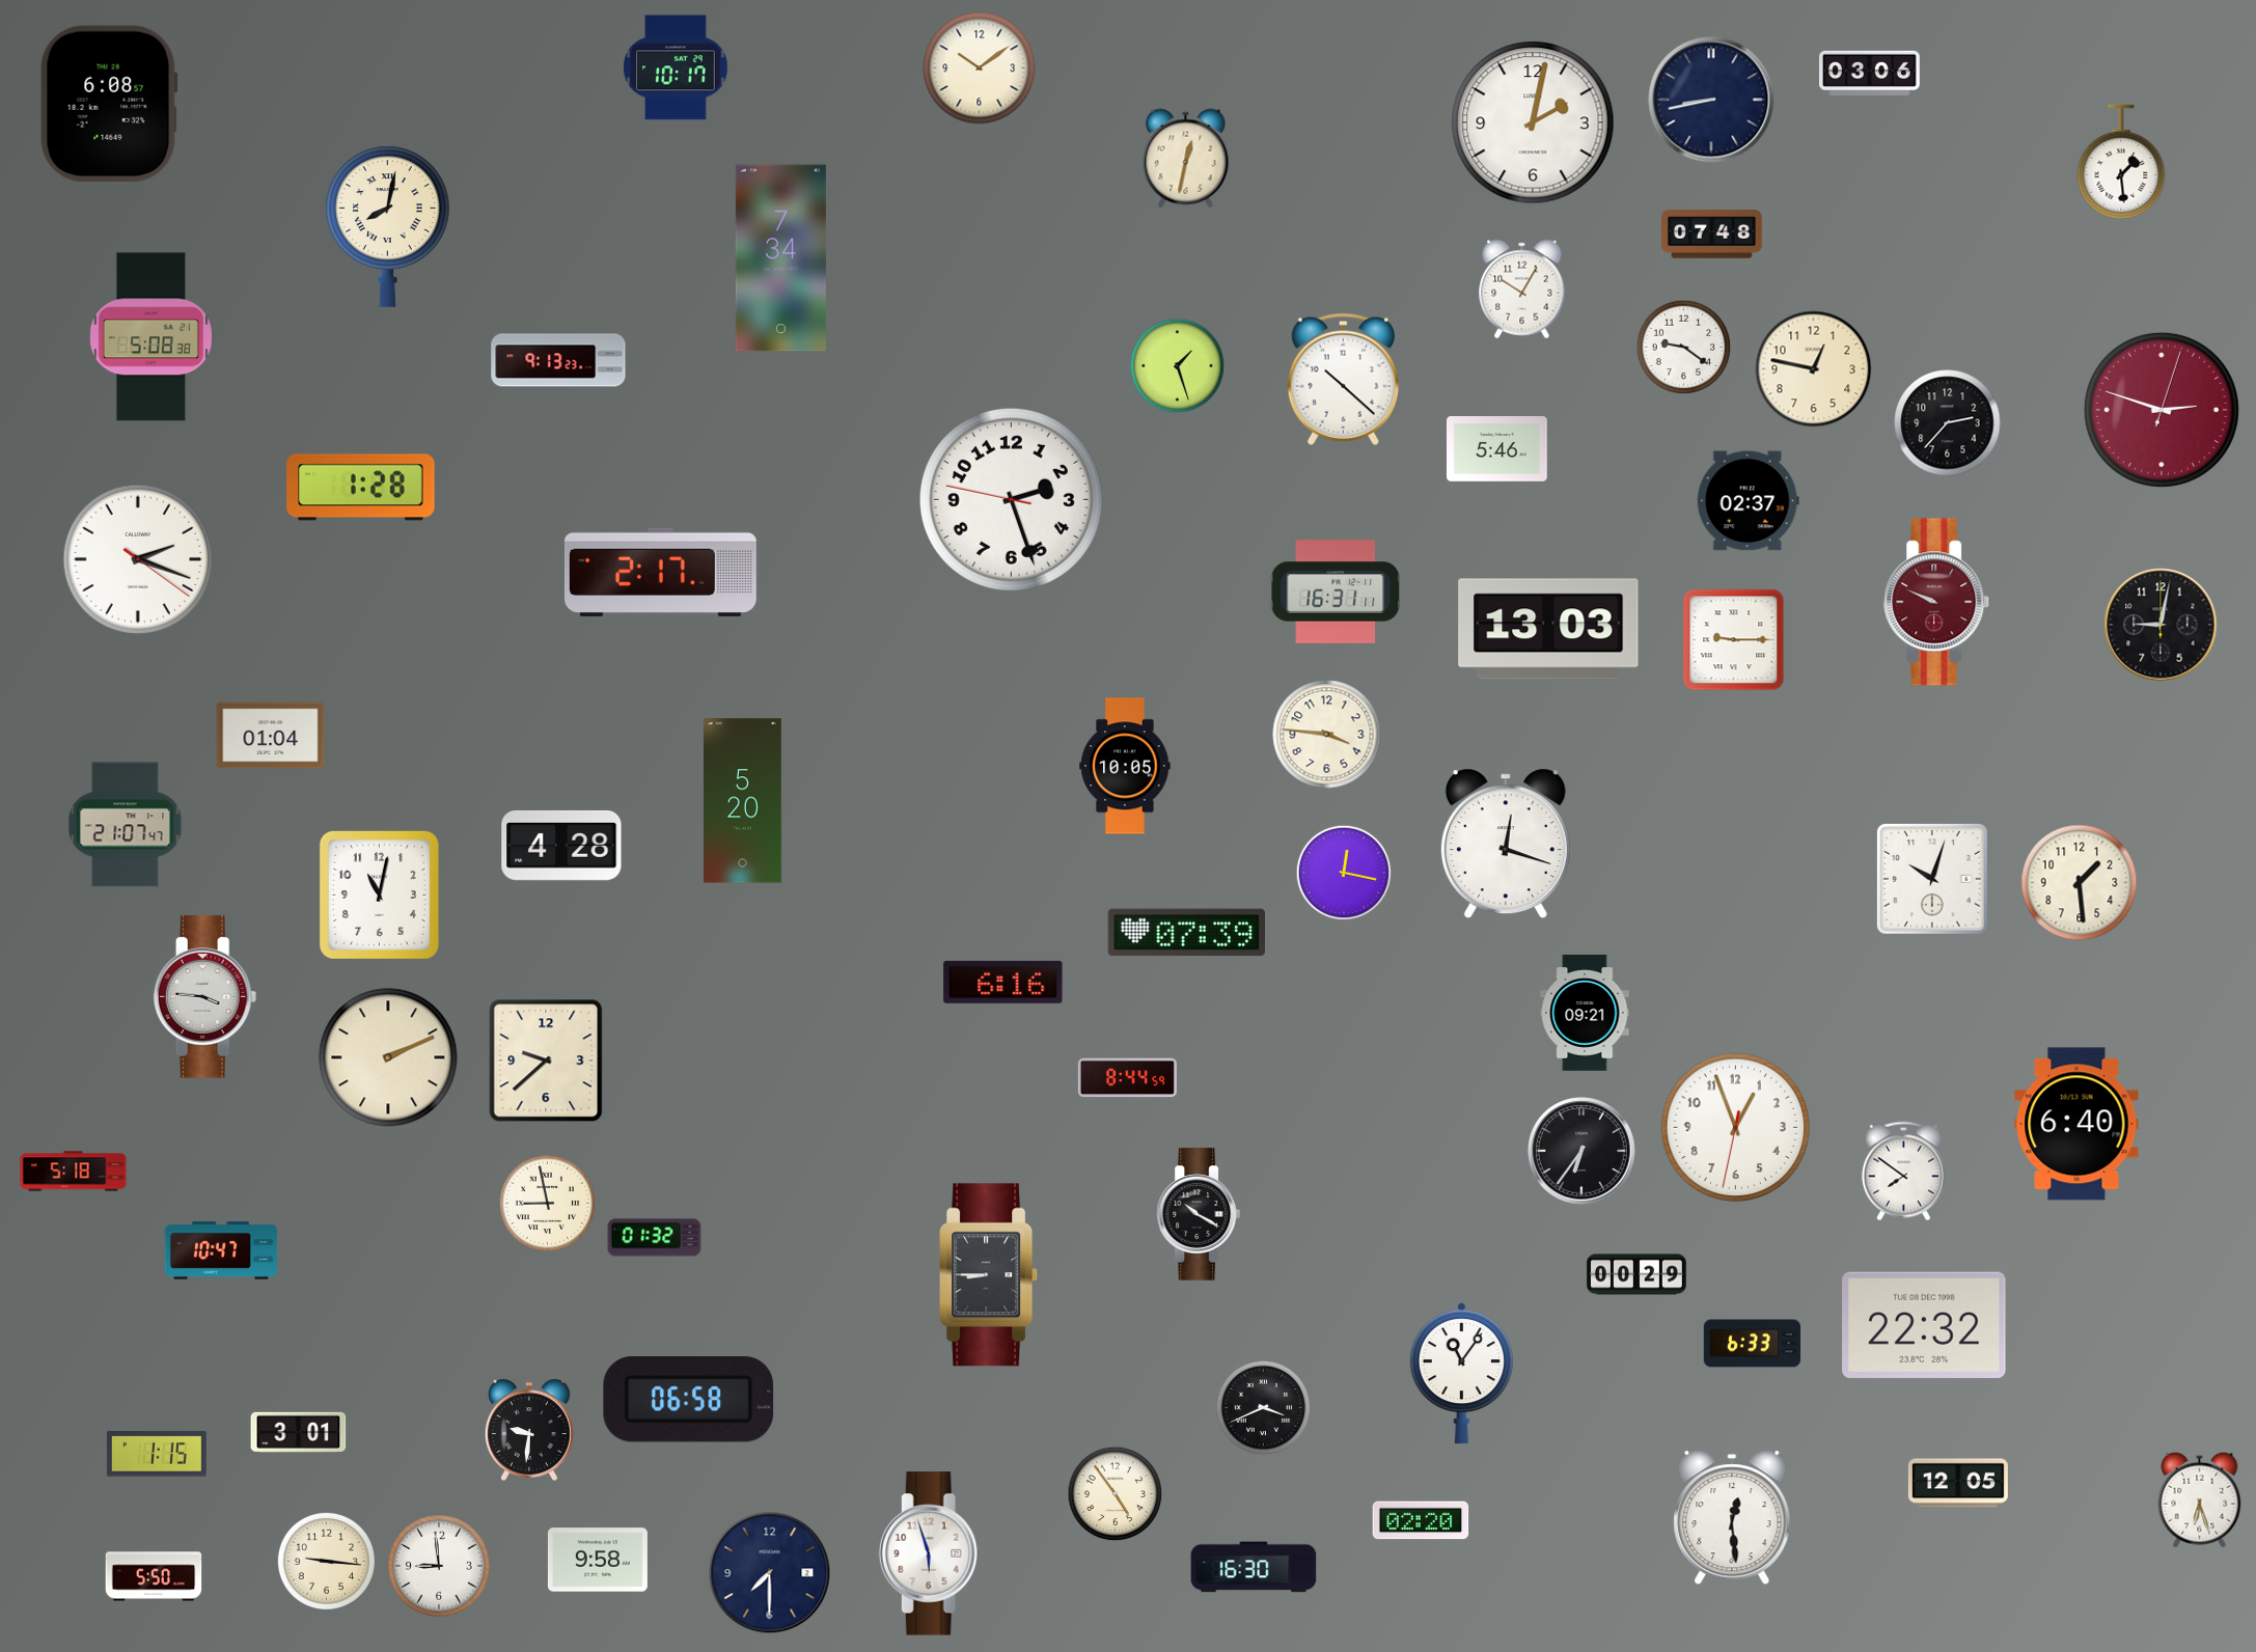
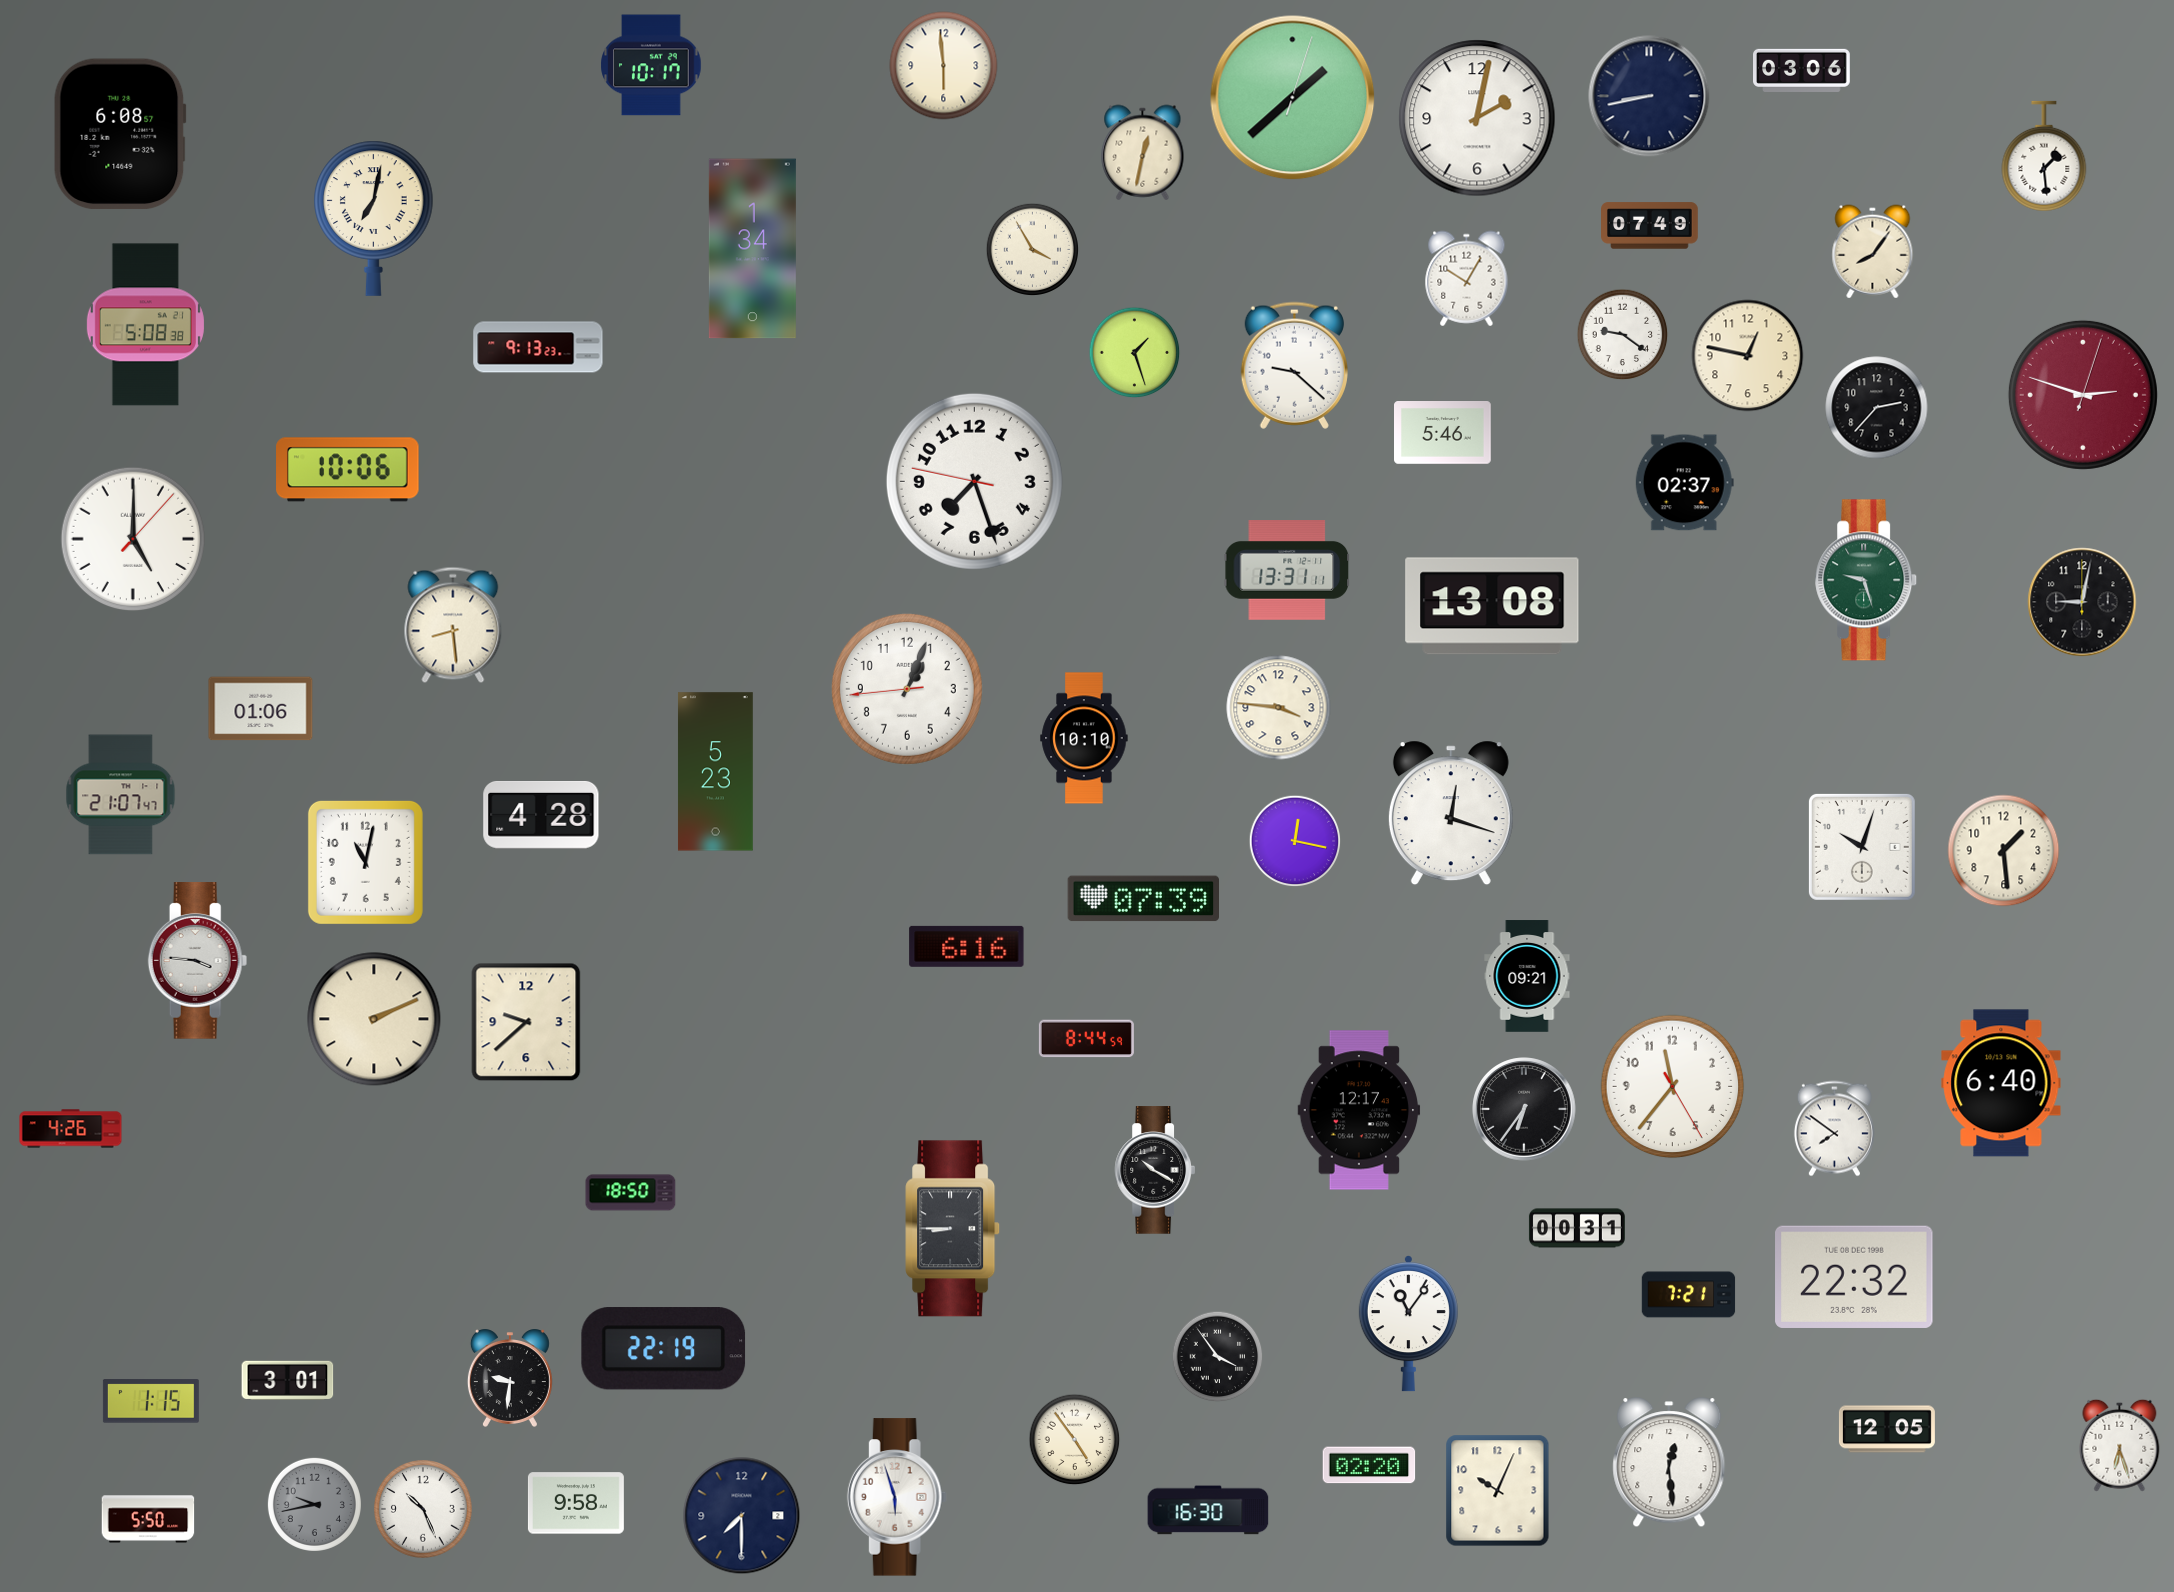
clock at (980, 68): 10:09 -> 5:59
clock at (1293, 98): none -> 1:38
clock at (109, 104) position: (109, 104) -> (120, 134)
clock at (388, 226): 8:02 -> 7:02
clock at (1712, 235): 07:48 -> 07:49
clock at (780, 258): 7:34 -> 1:34
clock at (1032, 249): none -> 3:55
clock at (1873, 252): none -> 8:06
clock at (1343, 379): 10:22 -> 9:22
clock at (361, 488): 1:28 -> 10:06
clock at (1011, 499): 2:26 -> 7:26
clock at (138, 559): 2:18 -> 5:00
clock at (660, 572): 2:17 -> none
clock at (1336, 591): 16:31 -> 13:31
clock at (1937, 602): 9:49 -> 9:27
clock at (1937, 602) dial: burgundy -> green
clock at (1548, 629): 13:03 -> 13:08
clock at (1734, 640): 9:15 -> none
clock at (453, 625): none -> 8:29
clock at (907, 689): none -> 1:03
clock at (271, 736): 01:04 -> 01:06
clock at (1125, 766): 10:05 -> 10:10
clock at (742, 801): 5:20 -> 5:23
clock at (1736, 1128): 12:56 -> 11:36
clock at (1359, 1110): none -> 12:17
clock at (74, 1172): 5:18 -> 4:26
clock at (547, 1203): 8:58 -> none
clock at (655, 1238): 01:32 -> 18:50
clock at (221, 1250): 10:47 -> none
clock at (1636, 1274): 00:29 -> 00:31
clock at (1753, 1344): 6:33 -> 7:21
clock at (689, 1400): 06:58 -> 22:19
clock at (1264, 1408): 3:41 -> 3:54
clock at (1498, 1491): none -> 10:04
clock at (326, 1561): 9:16 -> 9:43
clock at (326, 1561) dial: cream -> grey
clock at (440, 1567): 8:59 -> 10:26
